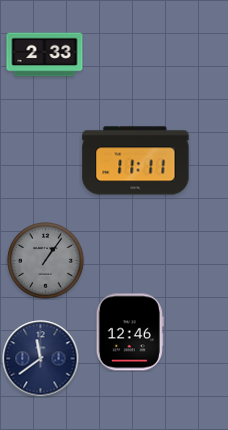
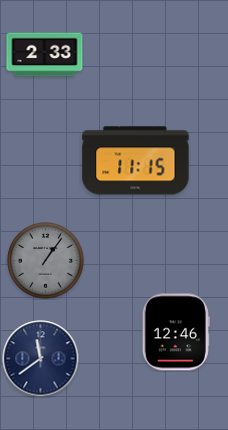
clock at (136, 161): 11:11 -> 11:15
clock at (130, 332) position: (130, 332) -> (176, 332)
